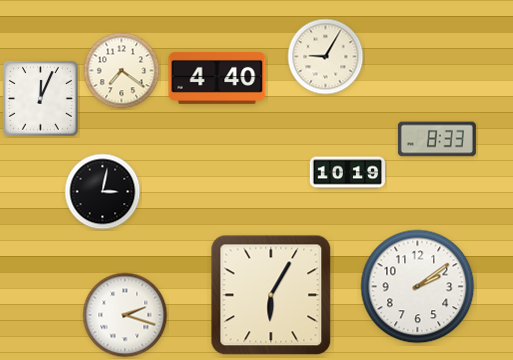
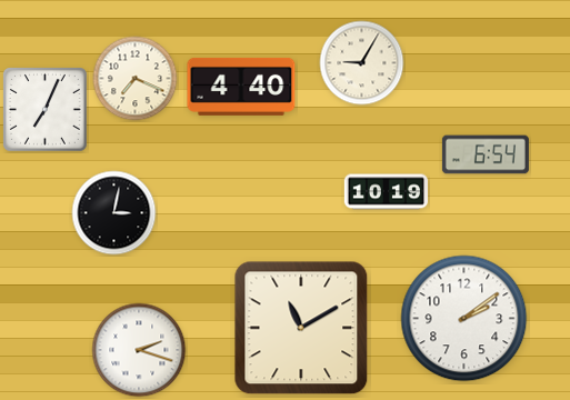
clock at (122, 71): 7:21 -> 7:19
clock at (41, 99): 12:04 -> 7:04
clock at (437, 139): 8:33 -> 6:54
clock at (271, 295): 6:05 -> 11:10
